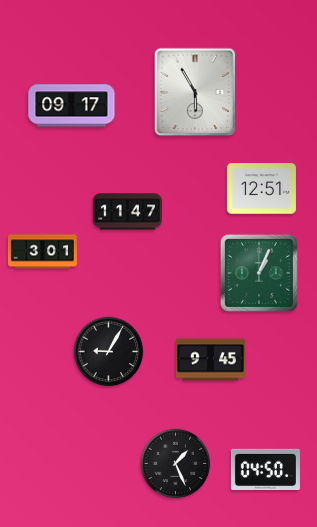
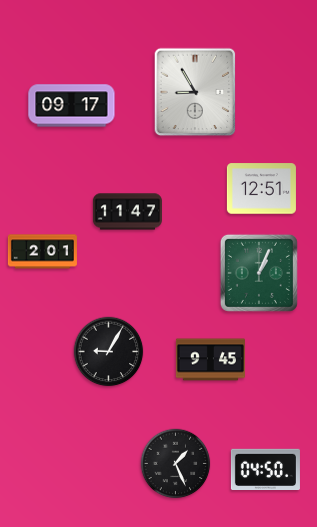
clock at (195, 92): 5:55 -> 8:55
clock at (42, 252): 3:01 -> 2:01
